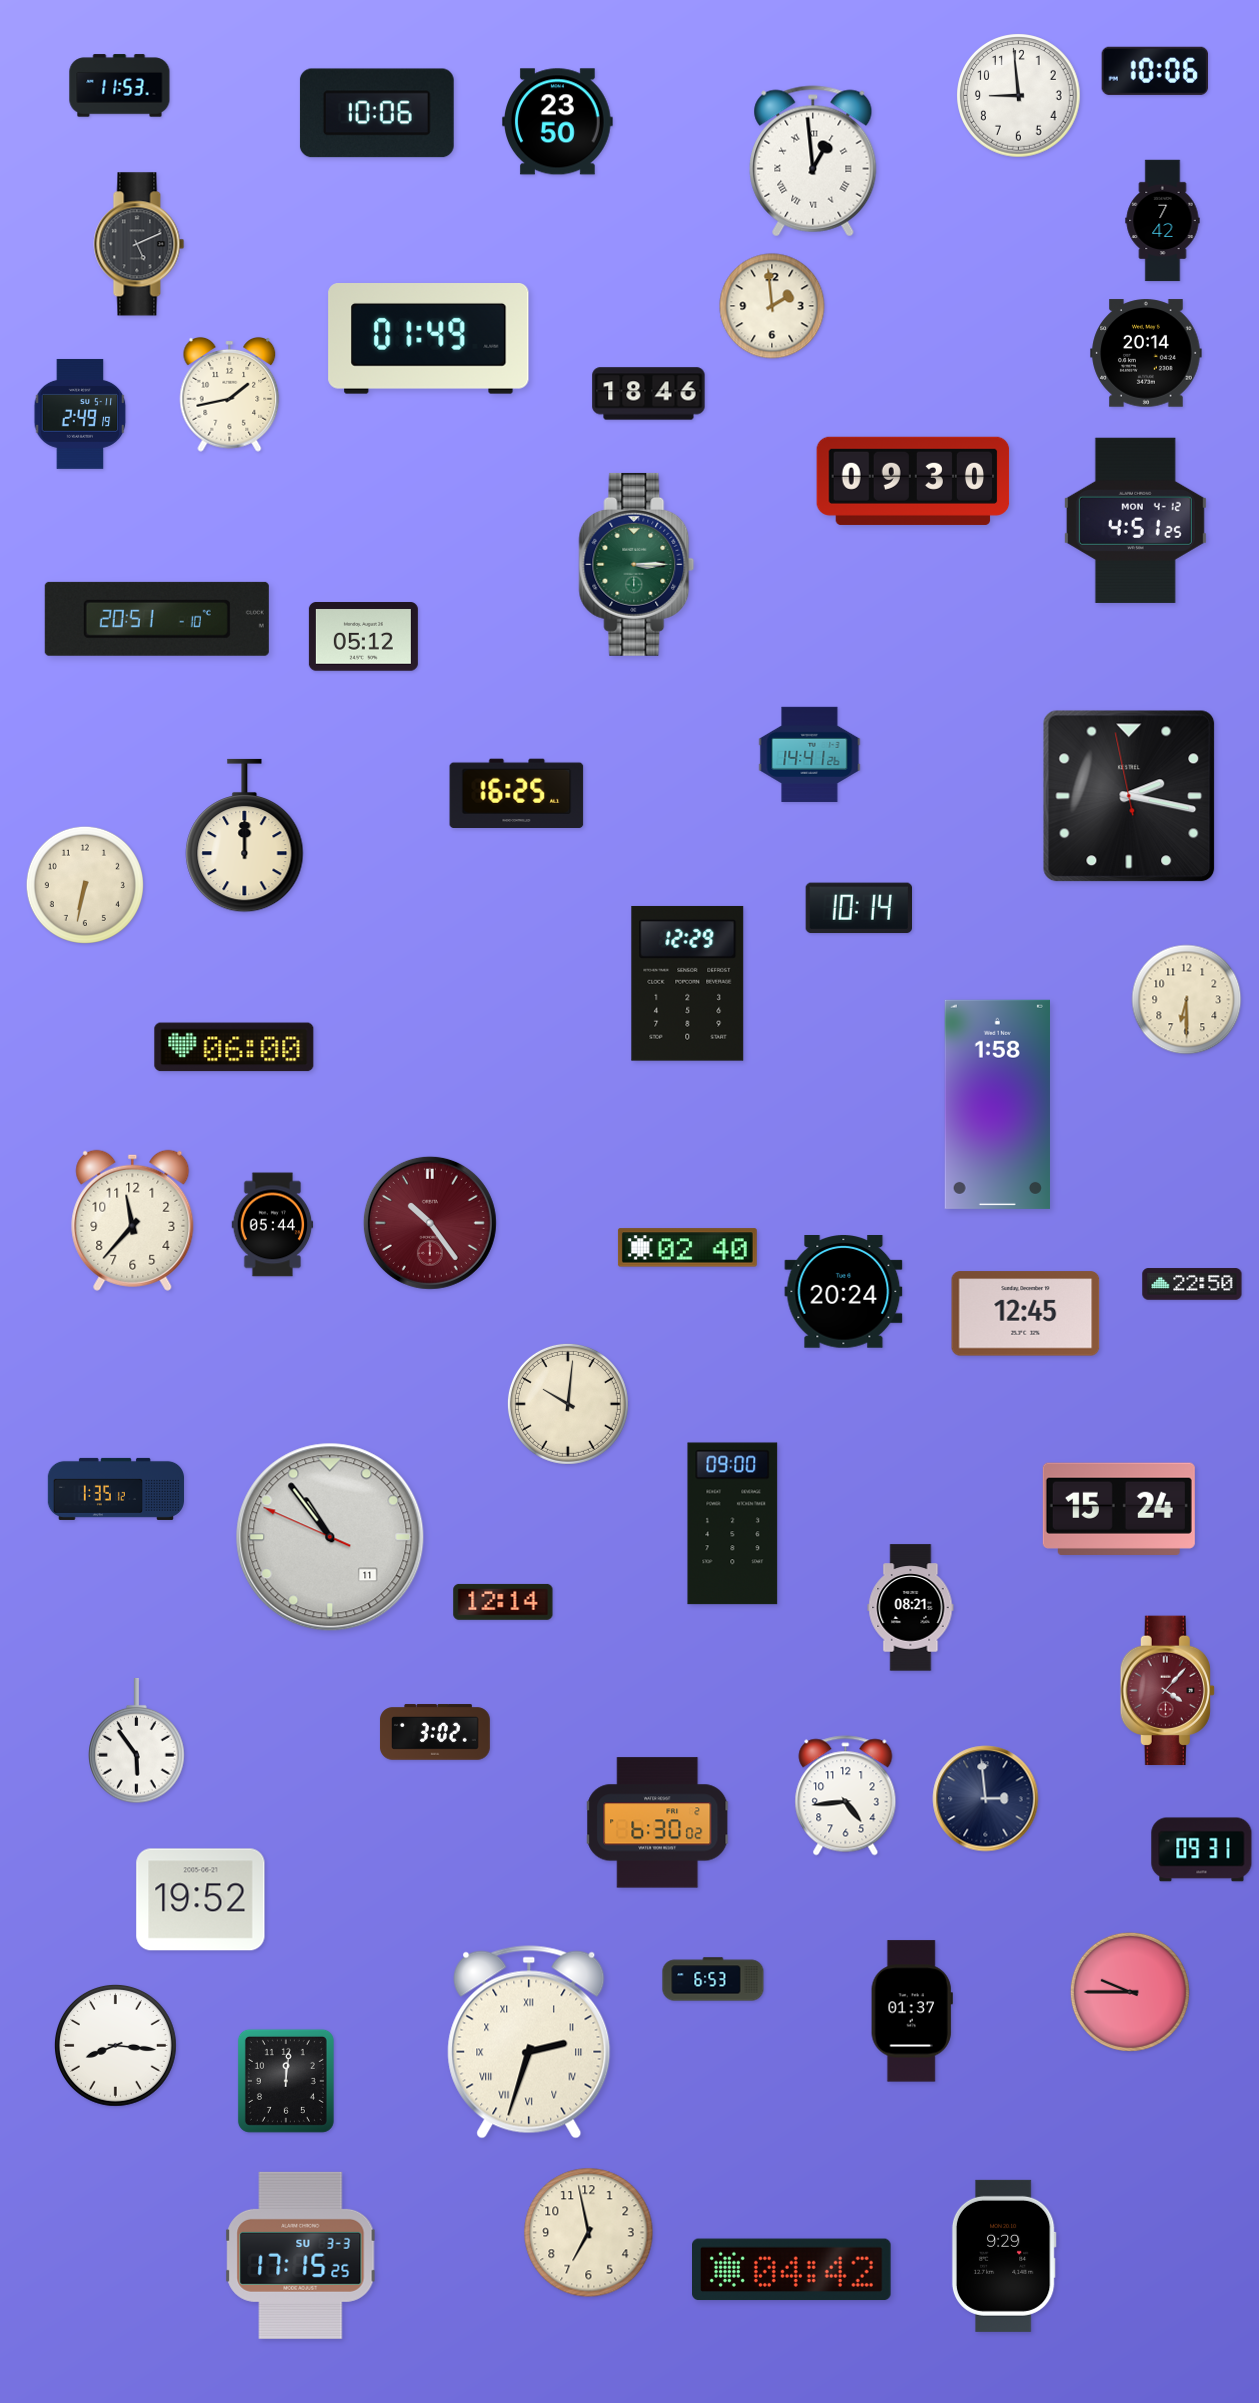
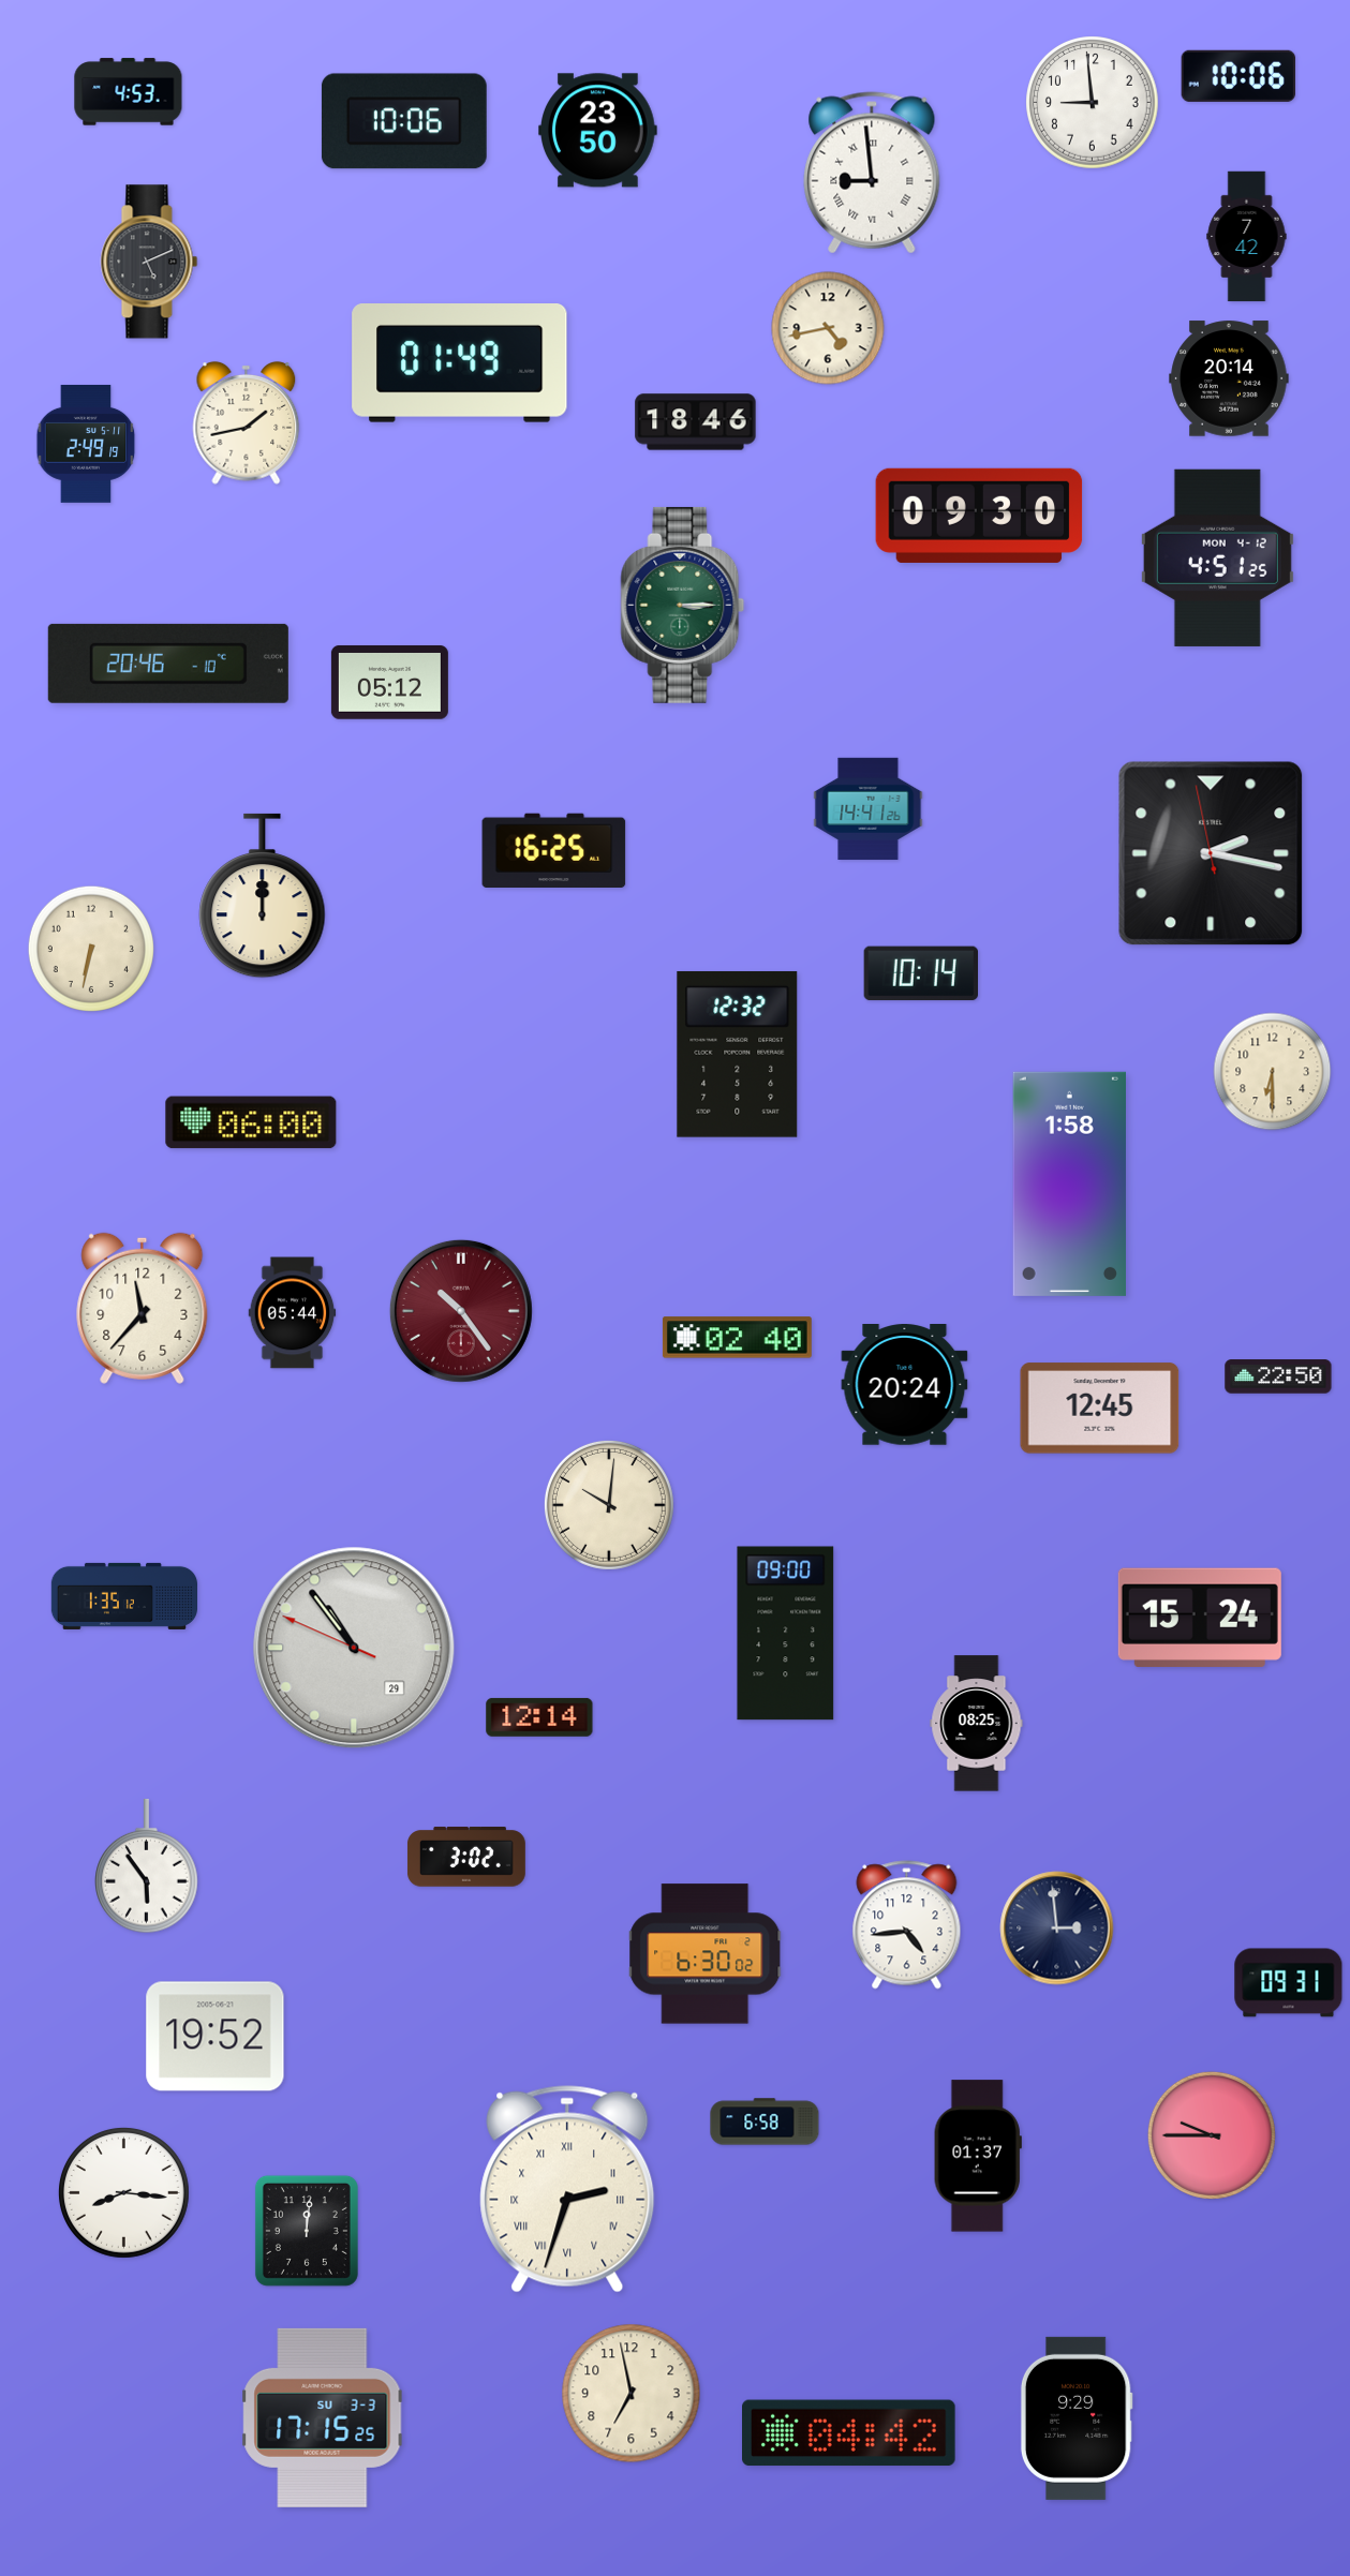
clock at (120, 86): 11:53 -> 4:53
clock at (813, 161): 12:59 -> 8:59
clock at (772, 306): 1:59 -> 4:43
clock at (157, 619): 20:51 -> 20:46
clock at (688, 983): 12:29 -> 12:32
clock at (330, 1537) date: 11 -> 29
clock at (911, 1608): 08:21 -> 08:25
clock at (1167, 1691): 4:07 -> none
clock at (713, 1979): 6:53 -> 6:58
